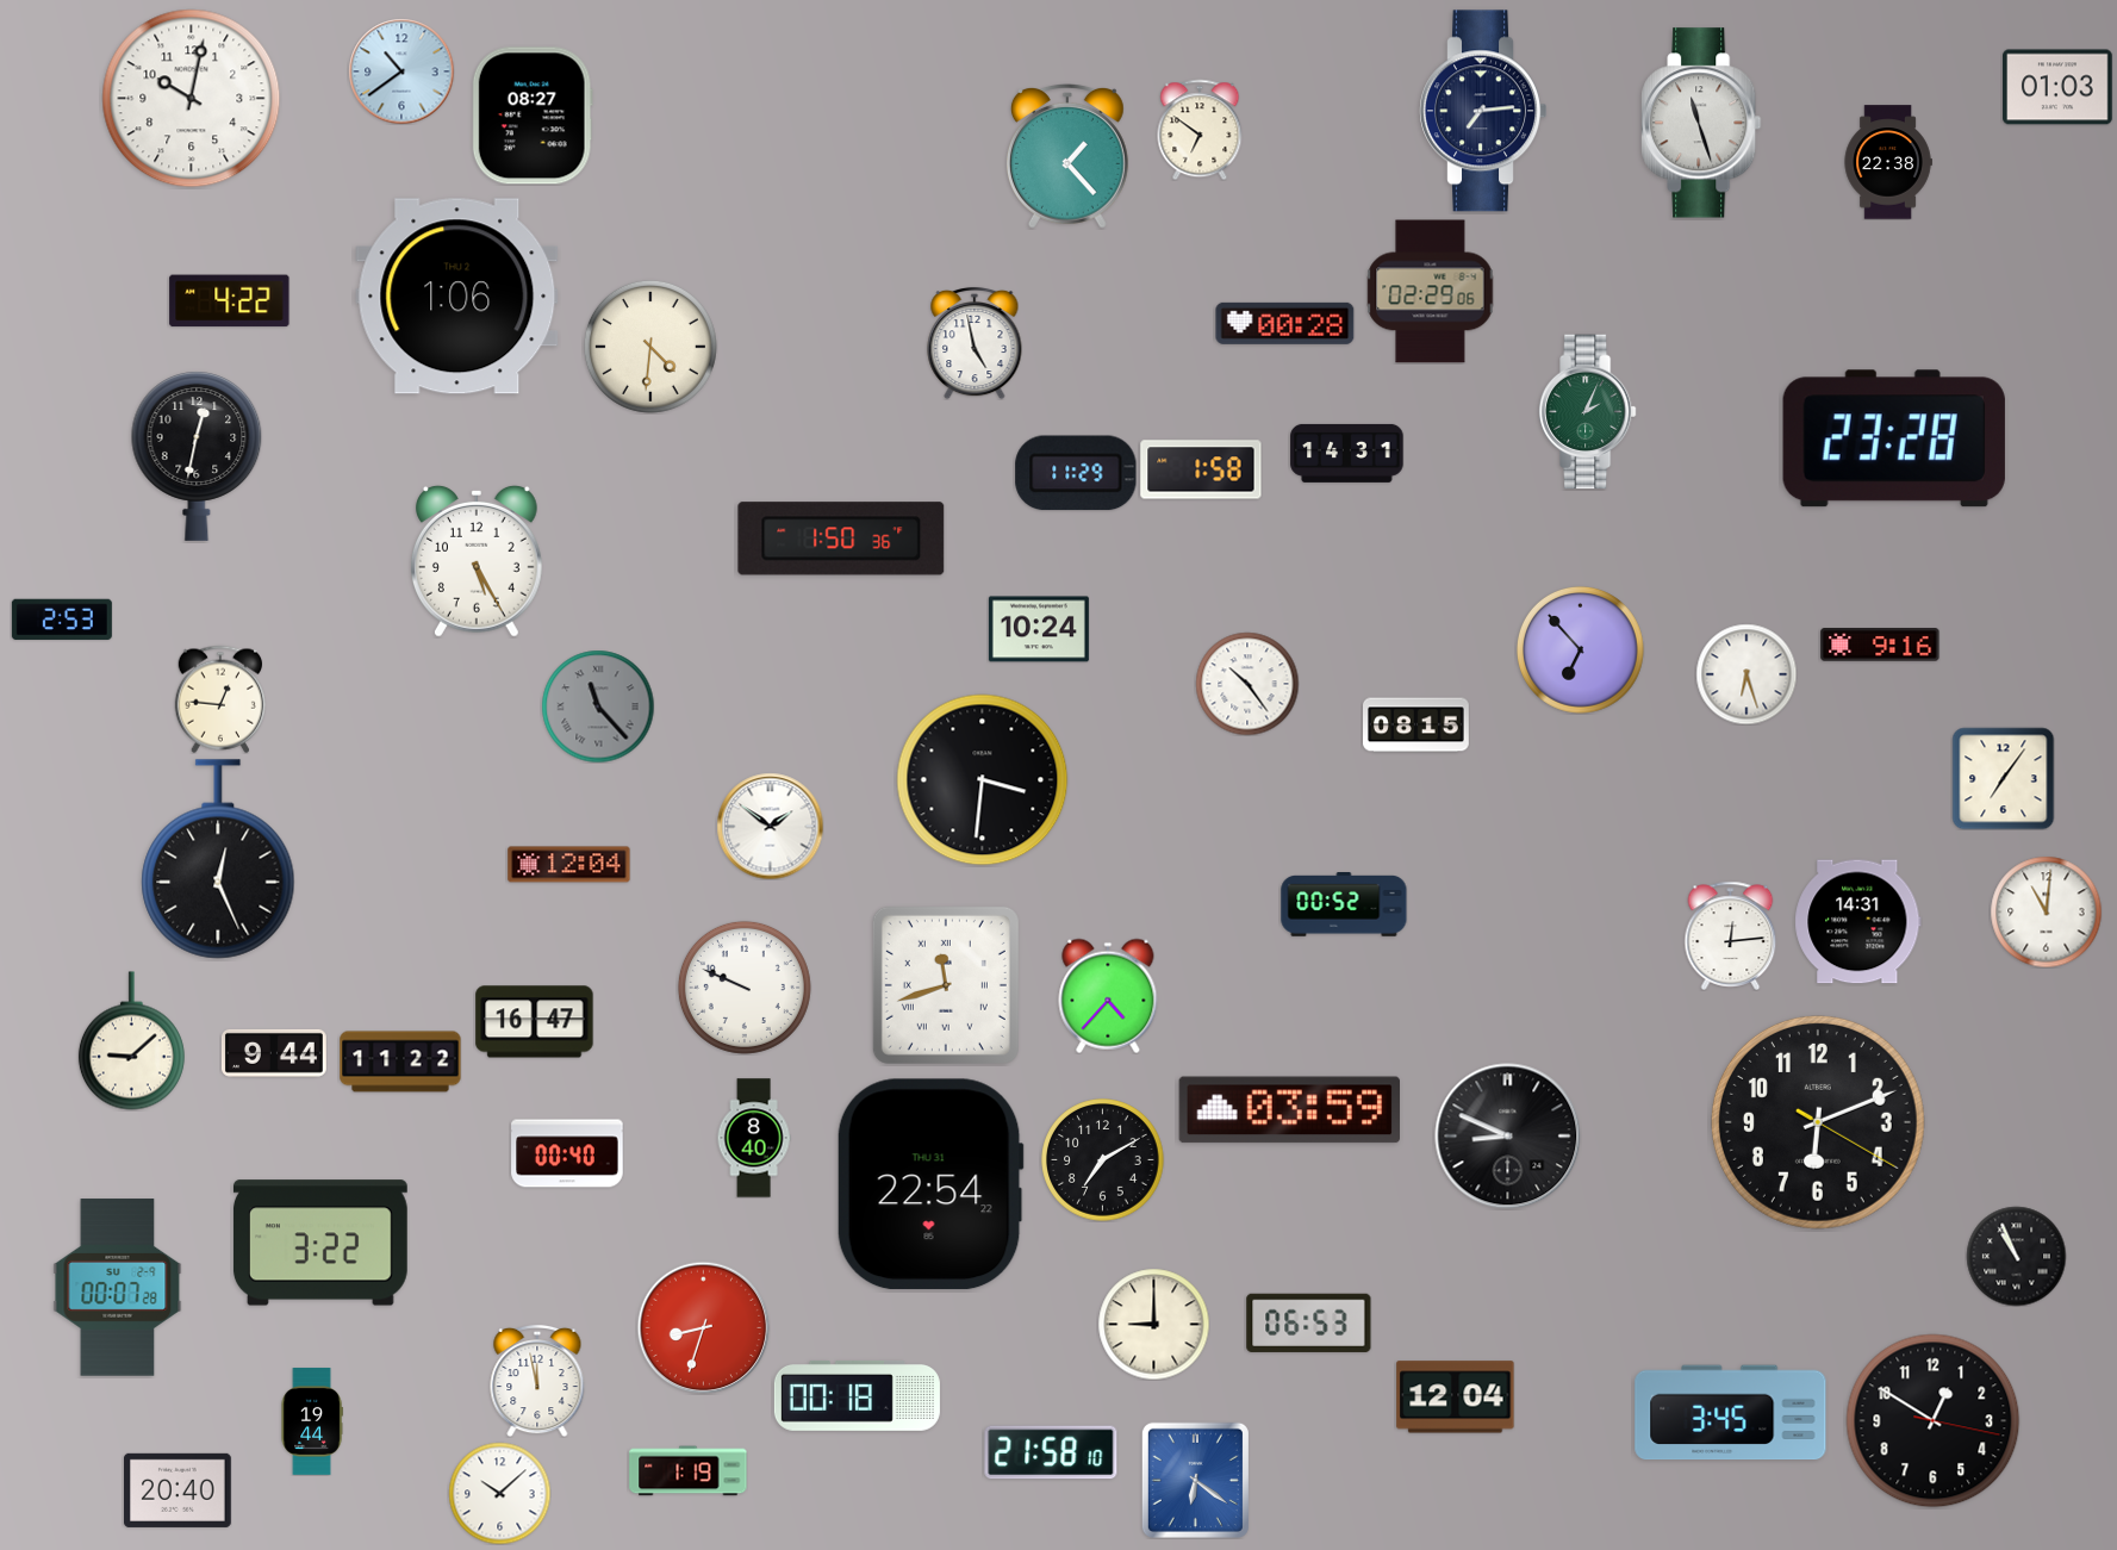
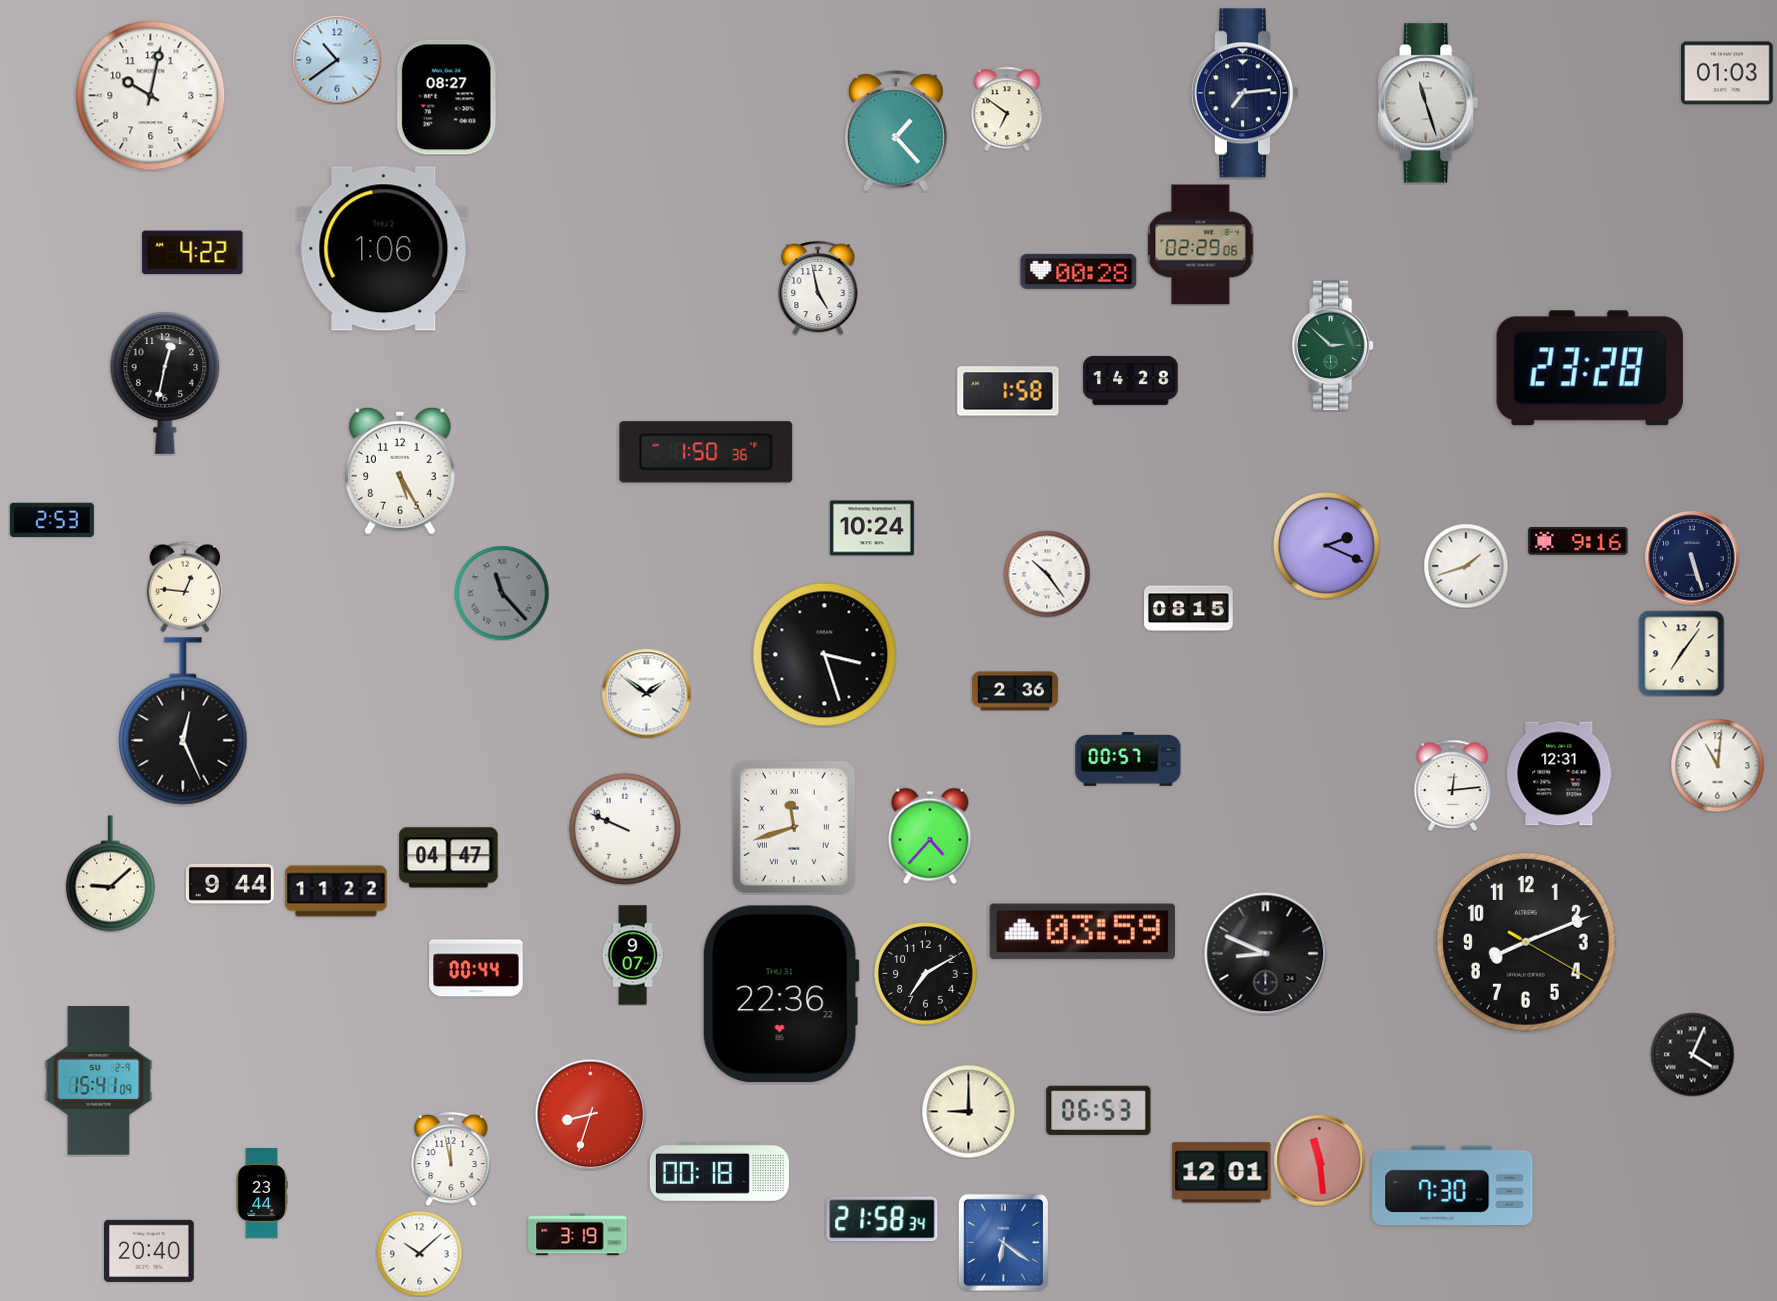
clock at (192, 99) position: (192, 99) -> (151, 96)
clock at (1888, 162): 22:38 -> none
clock at (650, 347): 4:31 -> none
clock at (1588, 412): 2:04 -> 2:52
clock at (1347, 453): 14:31 -> 14:28
clock at (1201, 469) position: (1201, 469) -> (1008, 391)
clock at (1076, 473): 11:29 -> none
clock at (1581, 650): 6:53 -> 2:19
clock at (1692, 558): none -> 5:27
clock at (1746, 674): 6:27 -> 1:42
clock at (983, 780): 3:31 -> 3:27
clock at (1015, 691): none -> 2:36
clock at (569, 865): 12:04 -> none
clock at (1344, 905): 00:52 -> 00:57
clock at (1858, 922): 14:31 -> 12:31
clock at (535, 1022): 16:47 -> 04:47
clock at (1818, 1122): 6:11 -> 8:11
clock at (754, 1138): 8:40 -> 9:07
clock at (567, 1153): 00:40 -> 00:44
clock at (930, 1184): 22:54 -> 22:36
clock at (320, 1243): 3:22 -> none
clock at (2016, 1256): 10:56 -> 4:04
clock at (118, 1288): 00:07 -> 15:41
clock at (1319, 1160): none -> 11:29
clock at (1456, 1398): 12:04 -> 12:01
clock at (1731, 1413): 3:45 -> 7:30
clock at (312, 1421): 19:44 -> 23:44
clock at (1934, 1421): 12:50 -> none
clock at (1051, 1452): 21:58:10 -> 21:58:34
clock at (689, 1471): 1:19 -> 3:19
